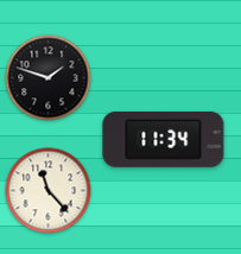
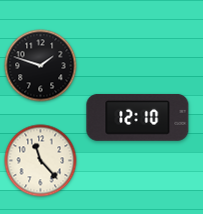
clock at (164, 139): 11:34 -> 12:10
